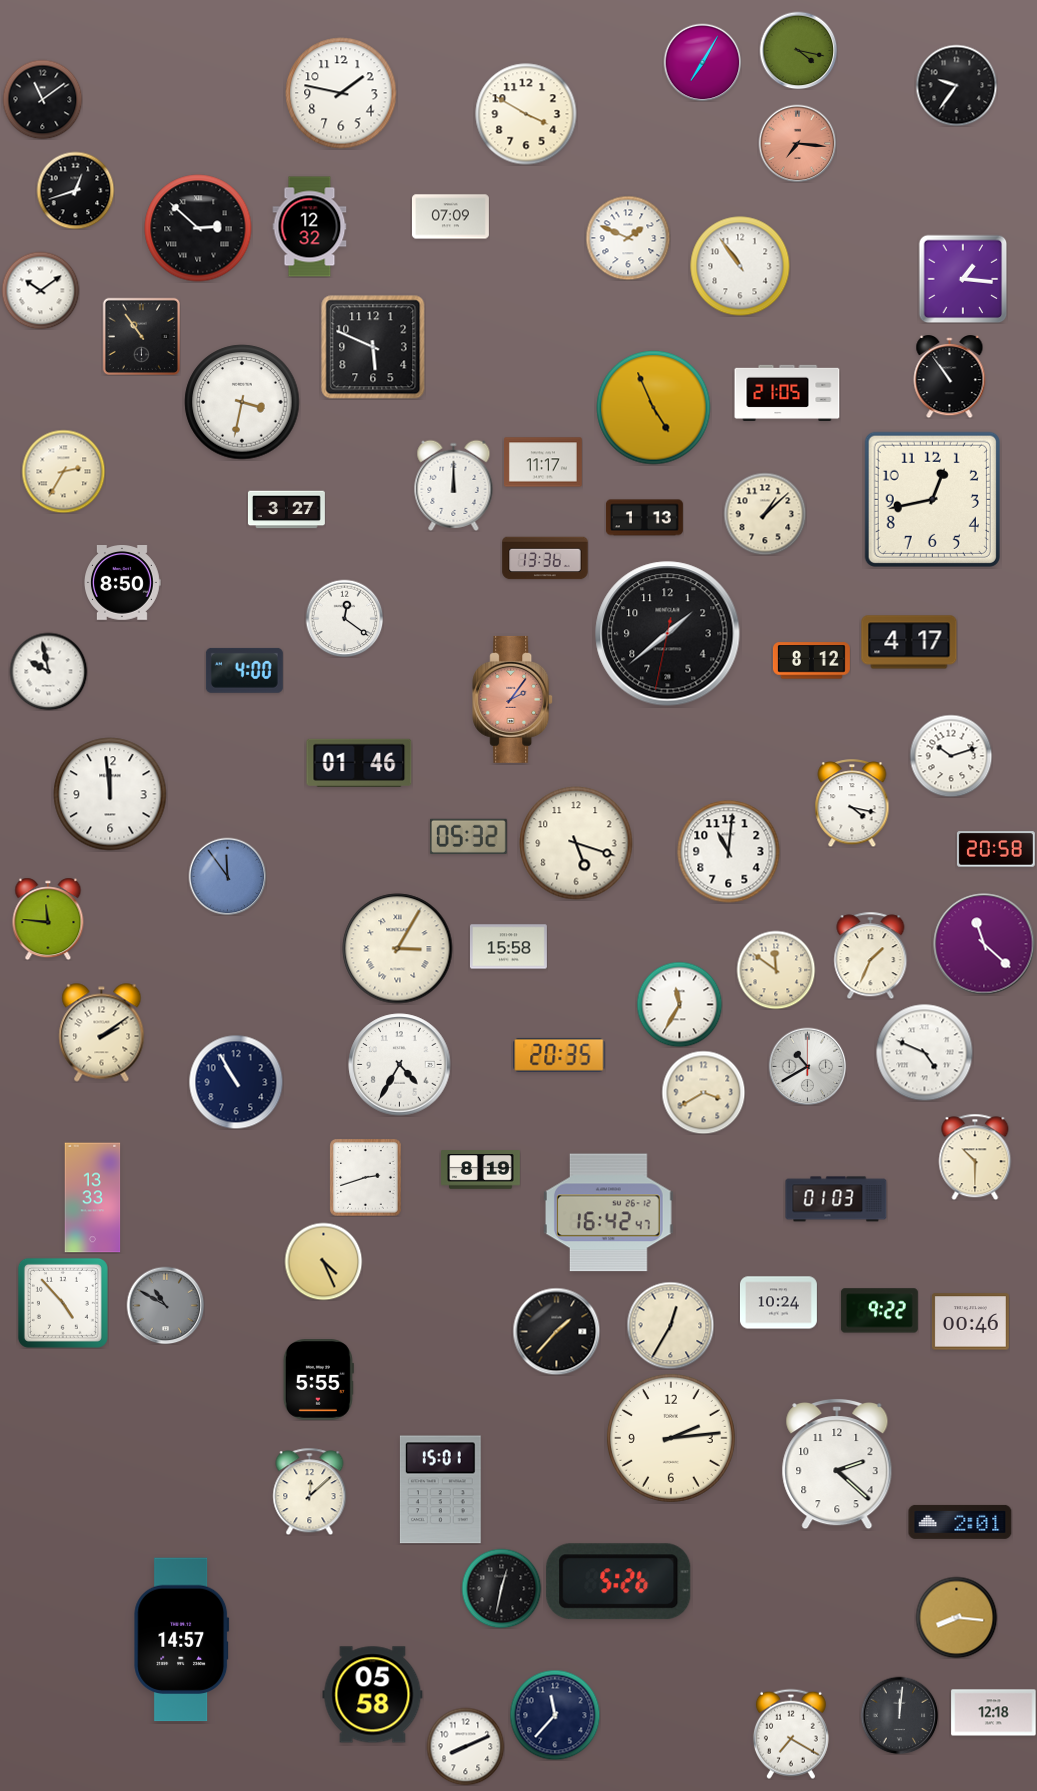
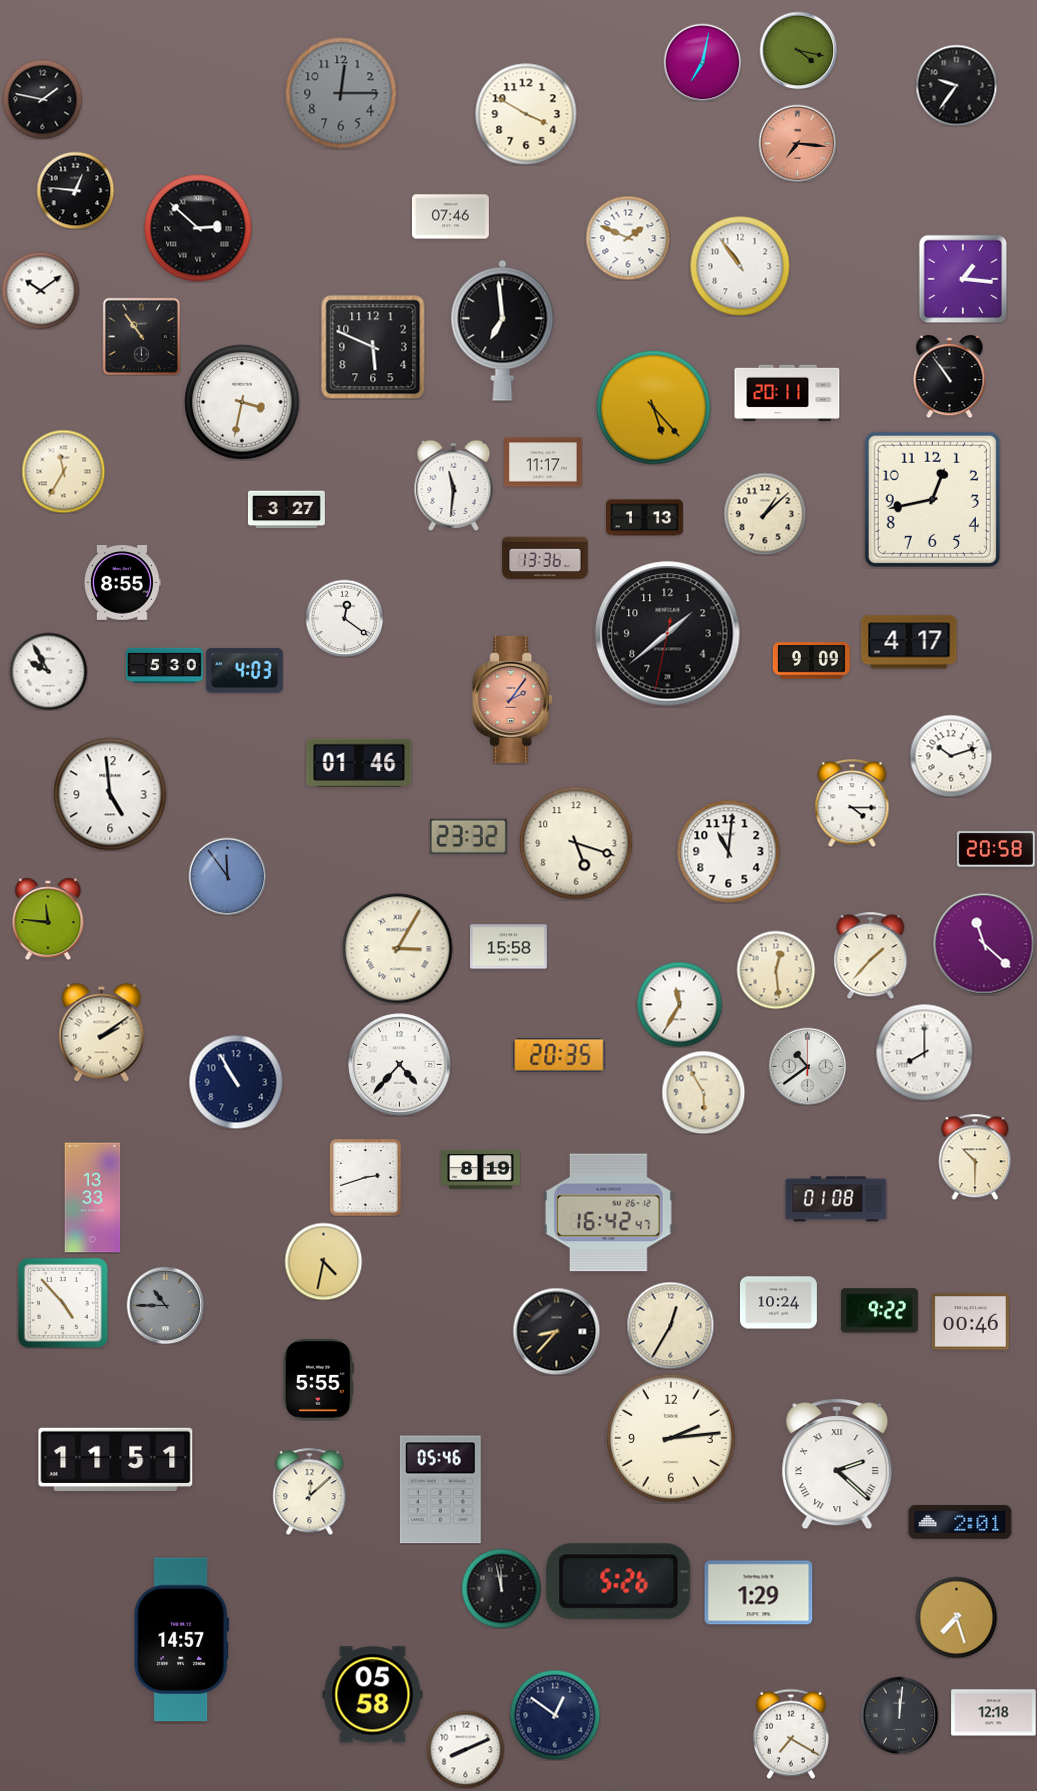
clock at (702, 62): 7:05 -> 7:02
clock at (341, 93): 1:47 -> 12:15
clock at (341, 93) dial: white -> grey
clock at (42, 99): 11:09 -> 1:47
clock at (75, 190): 12:42 -> 12:46
clock at (450, 217): 07:09 -> 07:46
clock at (310, 227): 12:32 -> none
clock at (503, 330): none -> 6:59
clock at (787, 393): 21:05 -> 20:11
clock at (654, 408): 4:56 -> 5:23
clock at (63, 471): 2:35 -> 11:35
clock at (454, 485): 12:00 -> 11:31
clock at (123, 583): 8:50 -> 8:55
clock at (811, 661): 8:12 -> 9:09
clock at (164, 665): none -> 5:30
clock at (244, 670): 4:00 -> 4:03
clock at (48, 671): 9:58 -> 9:55
clock at (110, 794): 11:59 -> 4:59
clock at (852, 803): 4:17 -> 4:15
clock at (468, 836): 05:32 -> 23:32
clock at (871, 955): 1:34 -> 1:37
clock at (776, 970): 11:51 -> 12:29
clock at (924, 1052): 4:49 -> 8:00
clock at (400, 1065): 4:35 -> 4:37
clock at (807, 1066): 10:40 -> 10:39
clock at (703, 1092): 3:40 -> 5:55
clock at (836, 1199): 01:03 -> 01:08
clock at (323, 1261): 4:26 -> 4:32
clock at (165, 1305): 10:50 -> 10:45
clock at (556, 1331): 1:37 -> 8:37
clock at (116, 1459): none -> 11:51
clock at (837, 1465) numerals: Arabic -> Roman
clock at (440, 1490): 15:01 -> 05:46
clock at (501, 1588): 12:32 -> 11:58
clock at (759, 1593): none -> 1:29
clock at (956, 1617): 8:16 -> 7:27
clock at (555, 1715): 11:37 -> 12:51
clock at (465, 1746) position: (465, 1746) -> (465, 1749)
